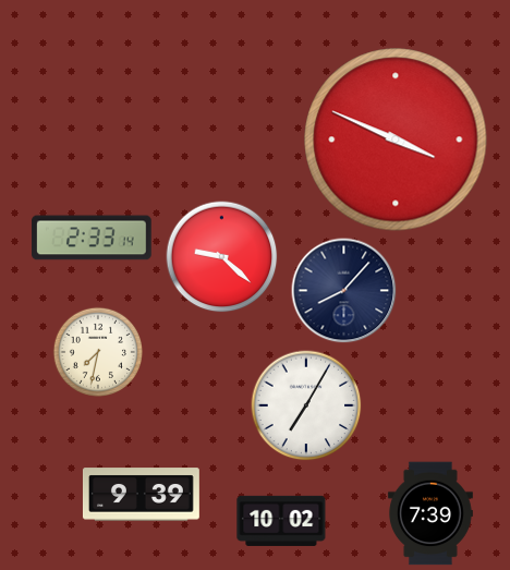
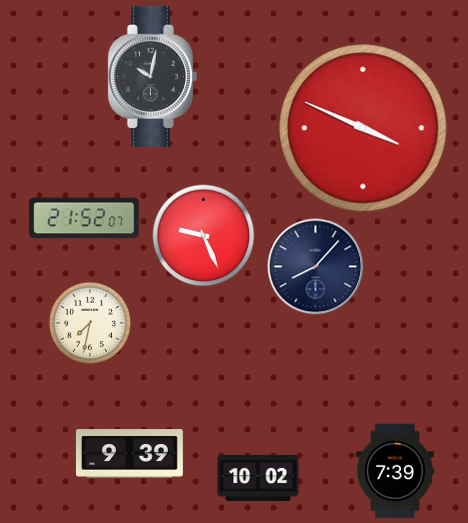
clock at (152, 76): none -> 10:02
clock at (92, 238): 2:33 -> 21:52
clock at (222, 257): 9:22 -> 9:26
clock at (306, 405): 7:05 -> none
